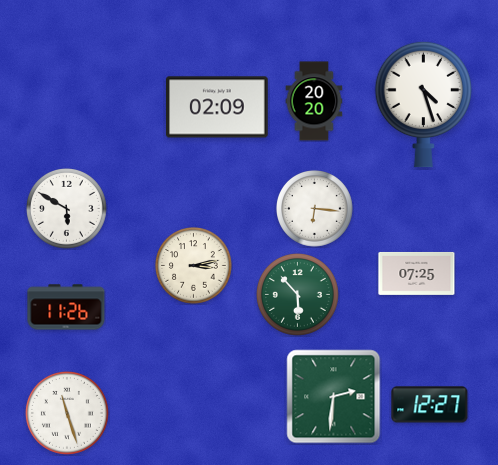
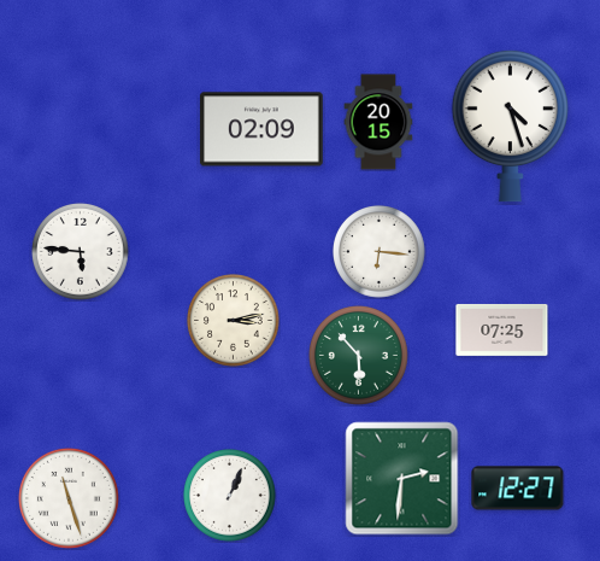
clock at (314, 101): 20:20 -> 20:15
clock at (67, 209): 5:50 -> 5:46
clock at (66, 307): 11:26 -> none
clock at (230, 496): none -> 1:04
clock at (67, 413) position: (67, 413) -> (69, 498)
